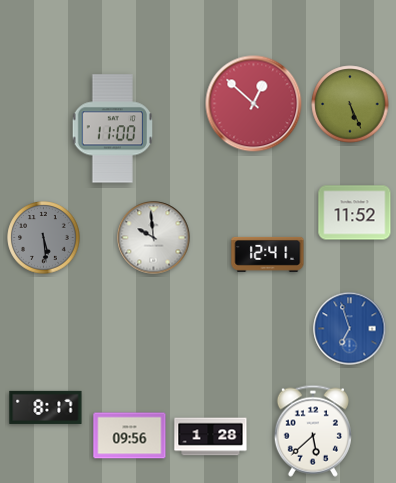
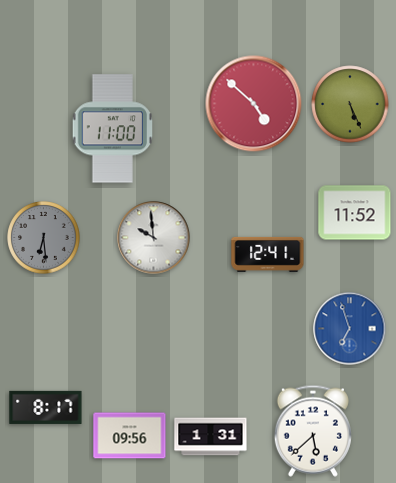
clock at (254, 104): 12:52 -> 4:52
clock at (44, 238): 5:29 -> 6:29
clock at (211, 437): 1:28 -> 1:31
